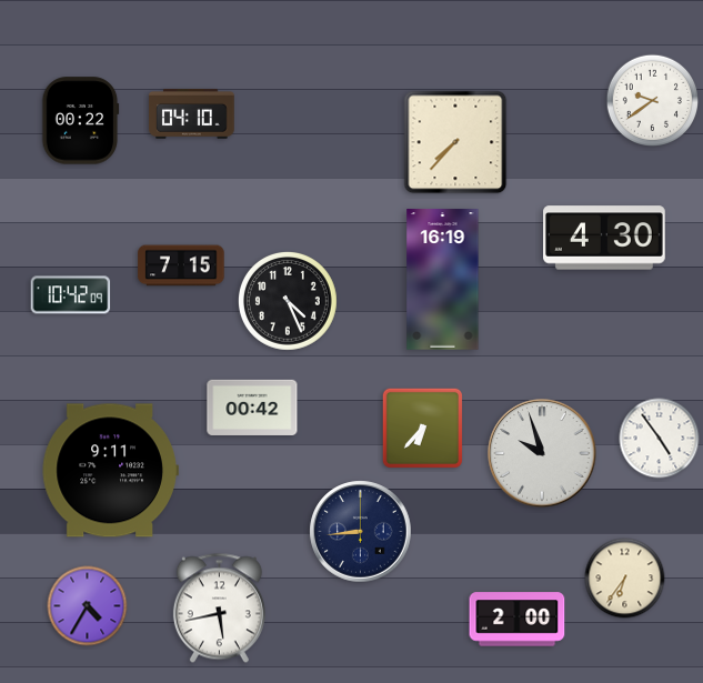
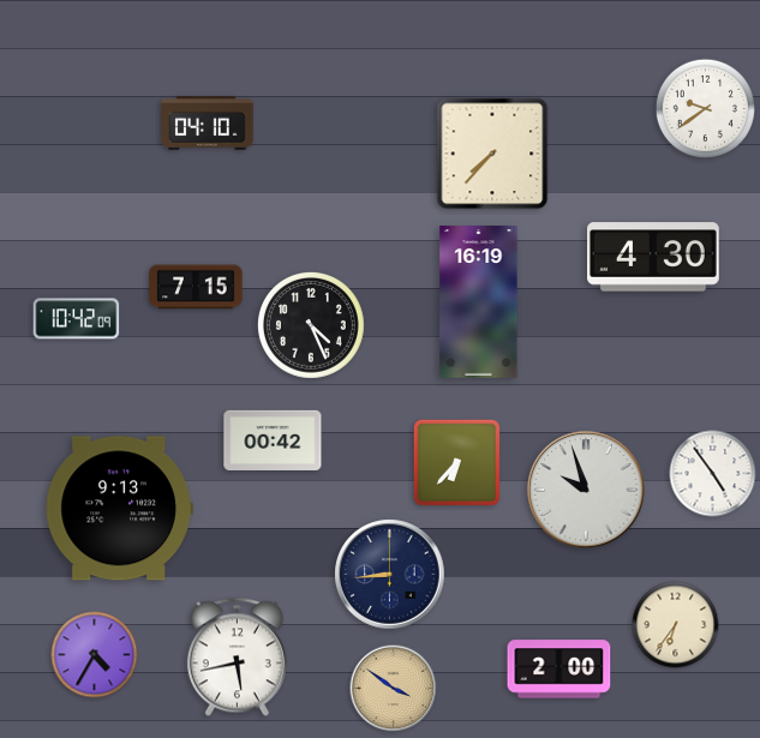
clock at (80, 121): 00:22 -> none
clock at (110, 471): 9:11 -> 9:13
clock at (394, 689): none -> 3:51
